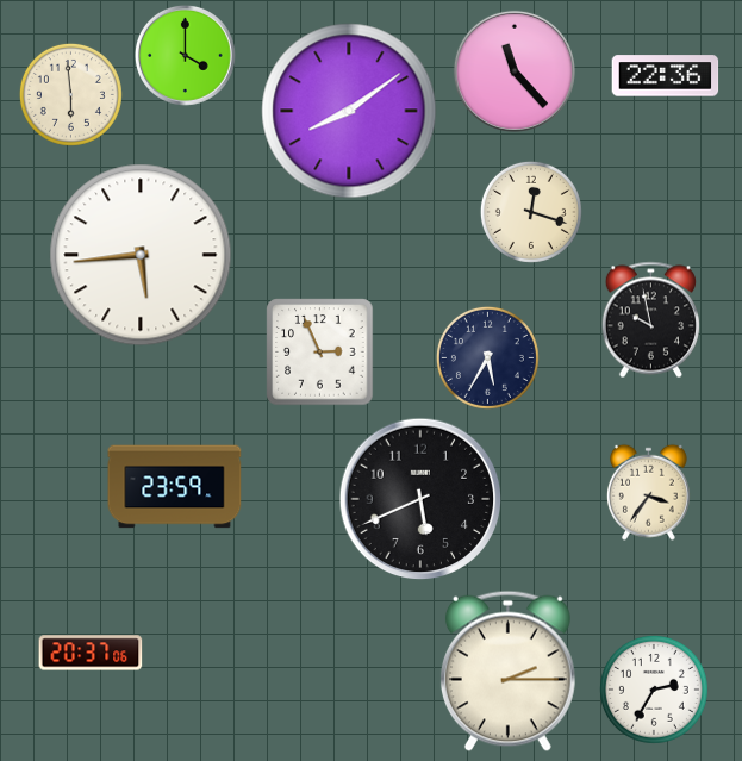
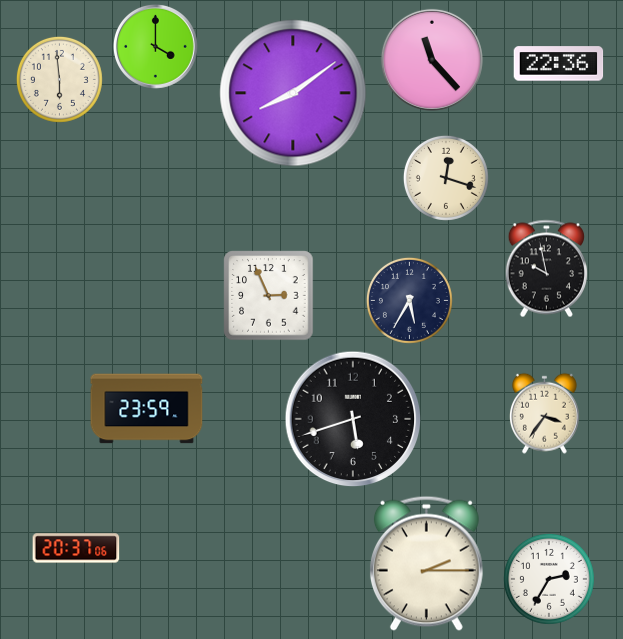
clock at (141, 255): 5:44 -> none
clock at (420, 499): 5:41 -> 5:42
